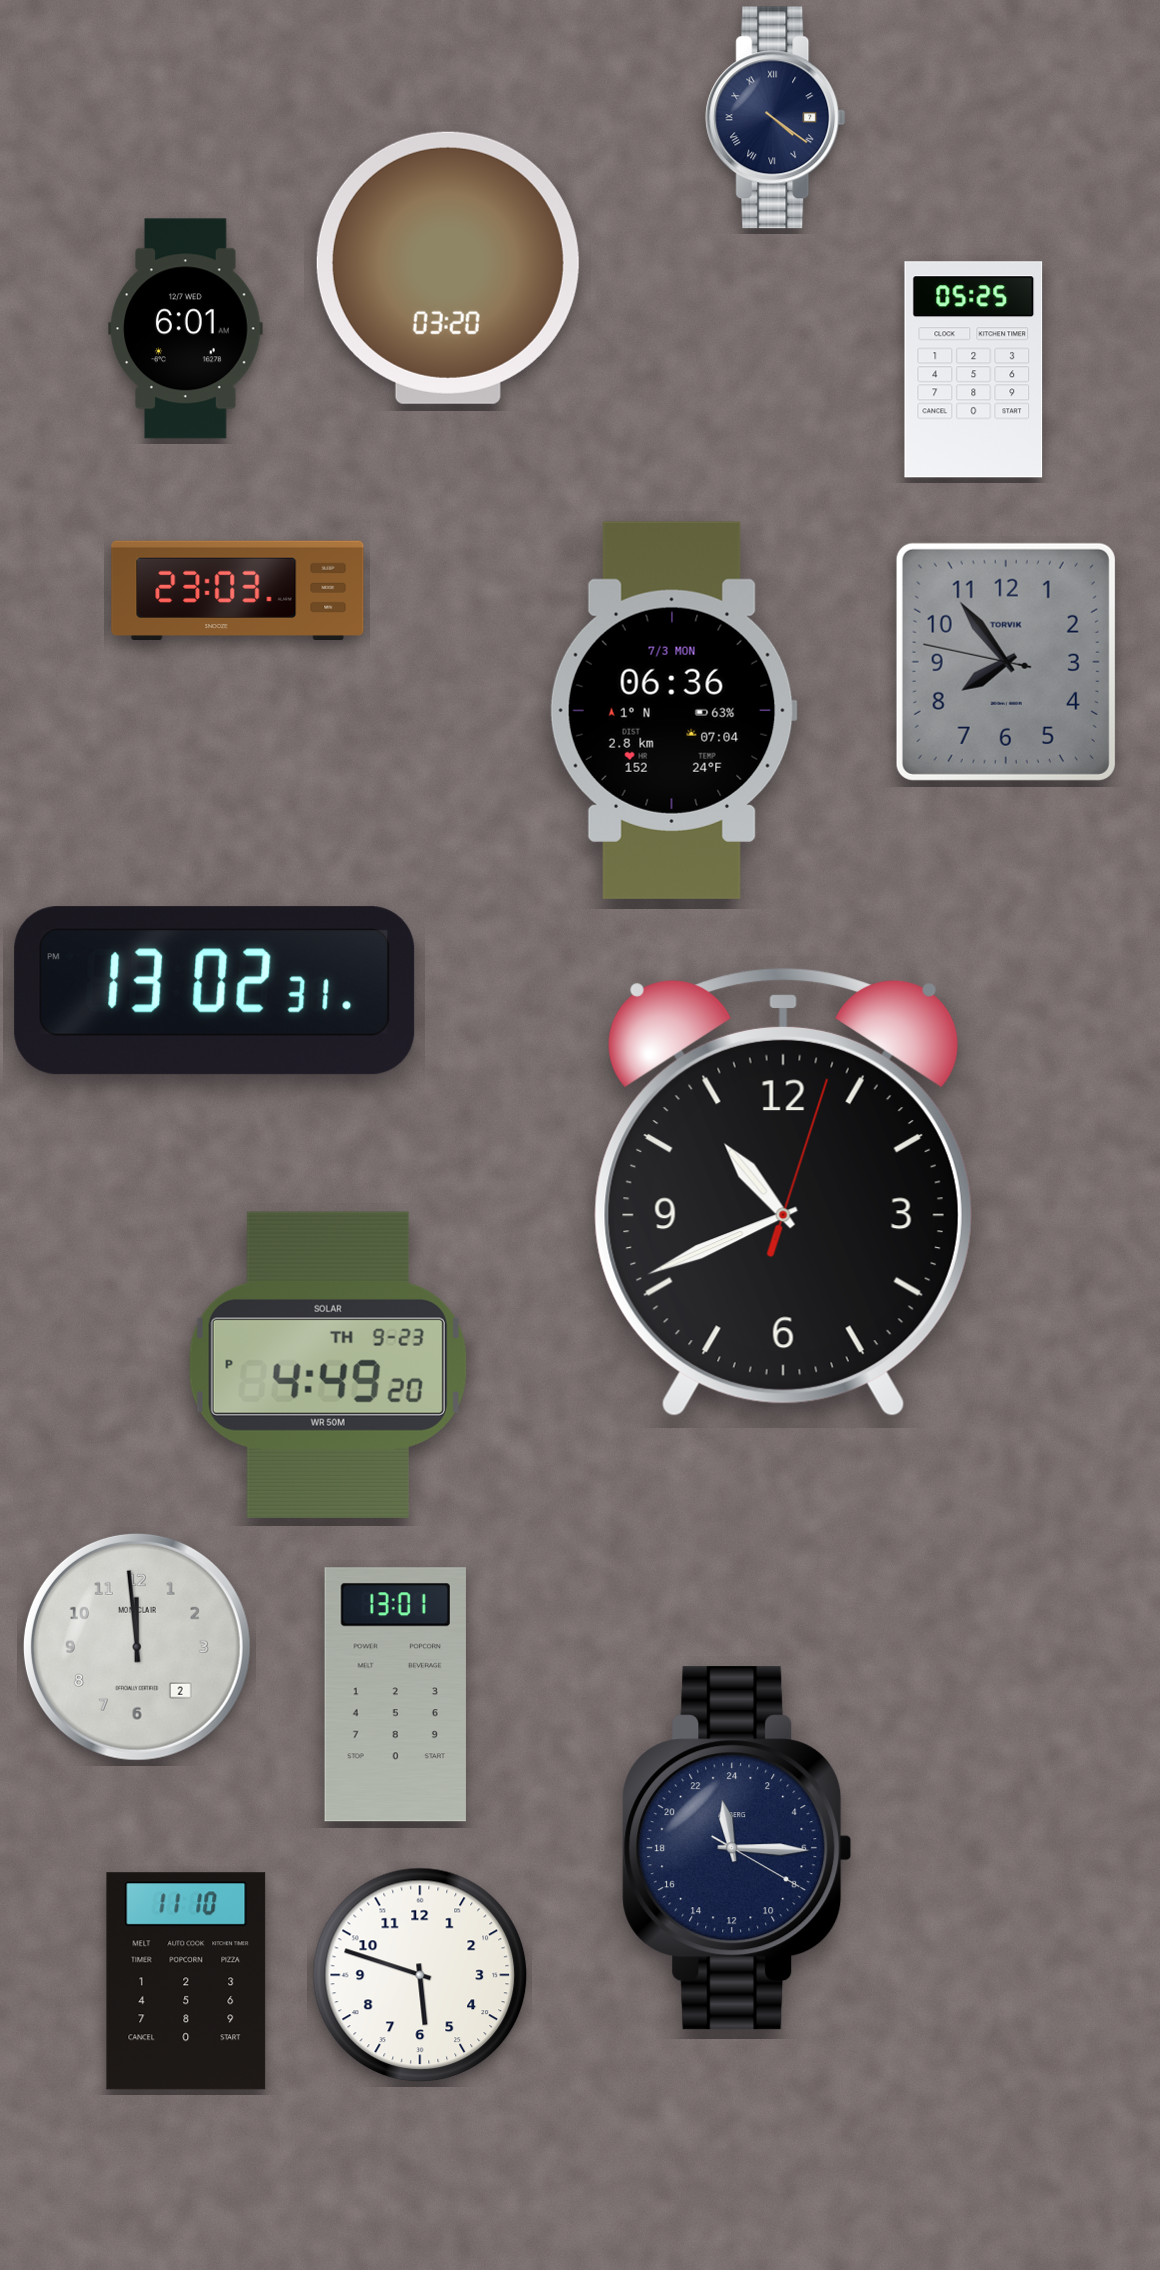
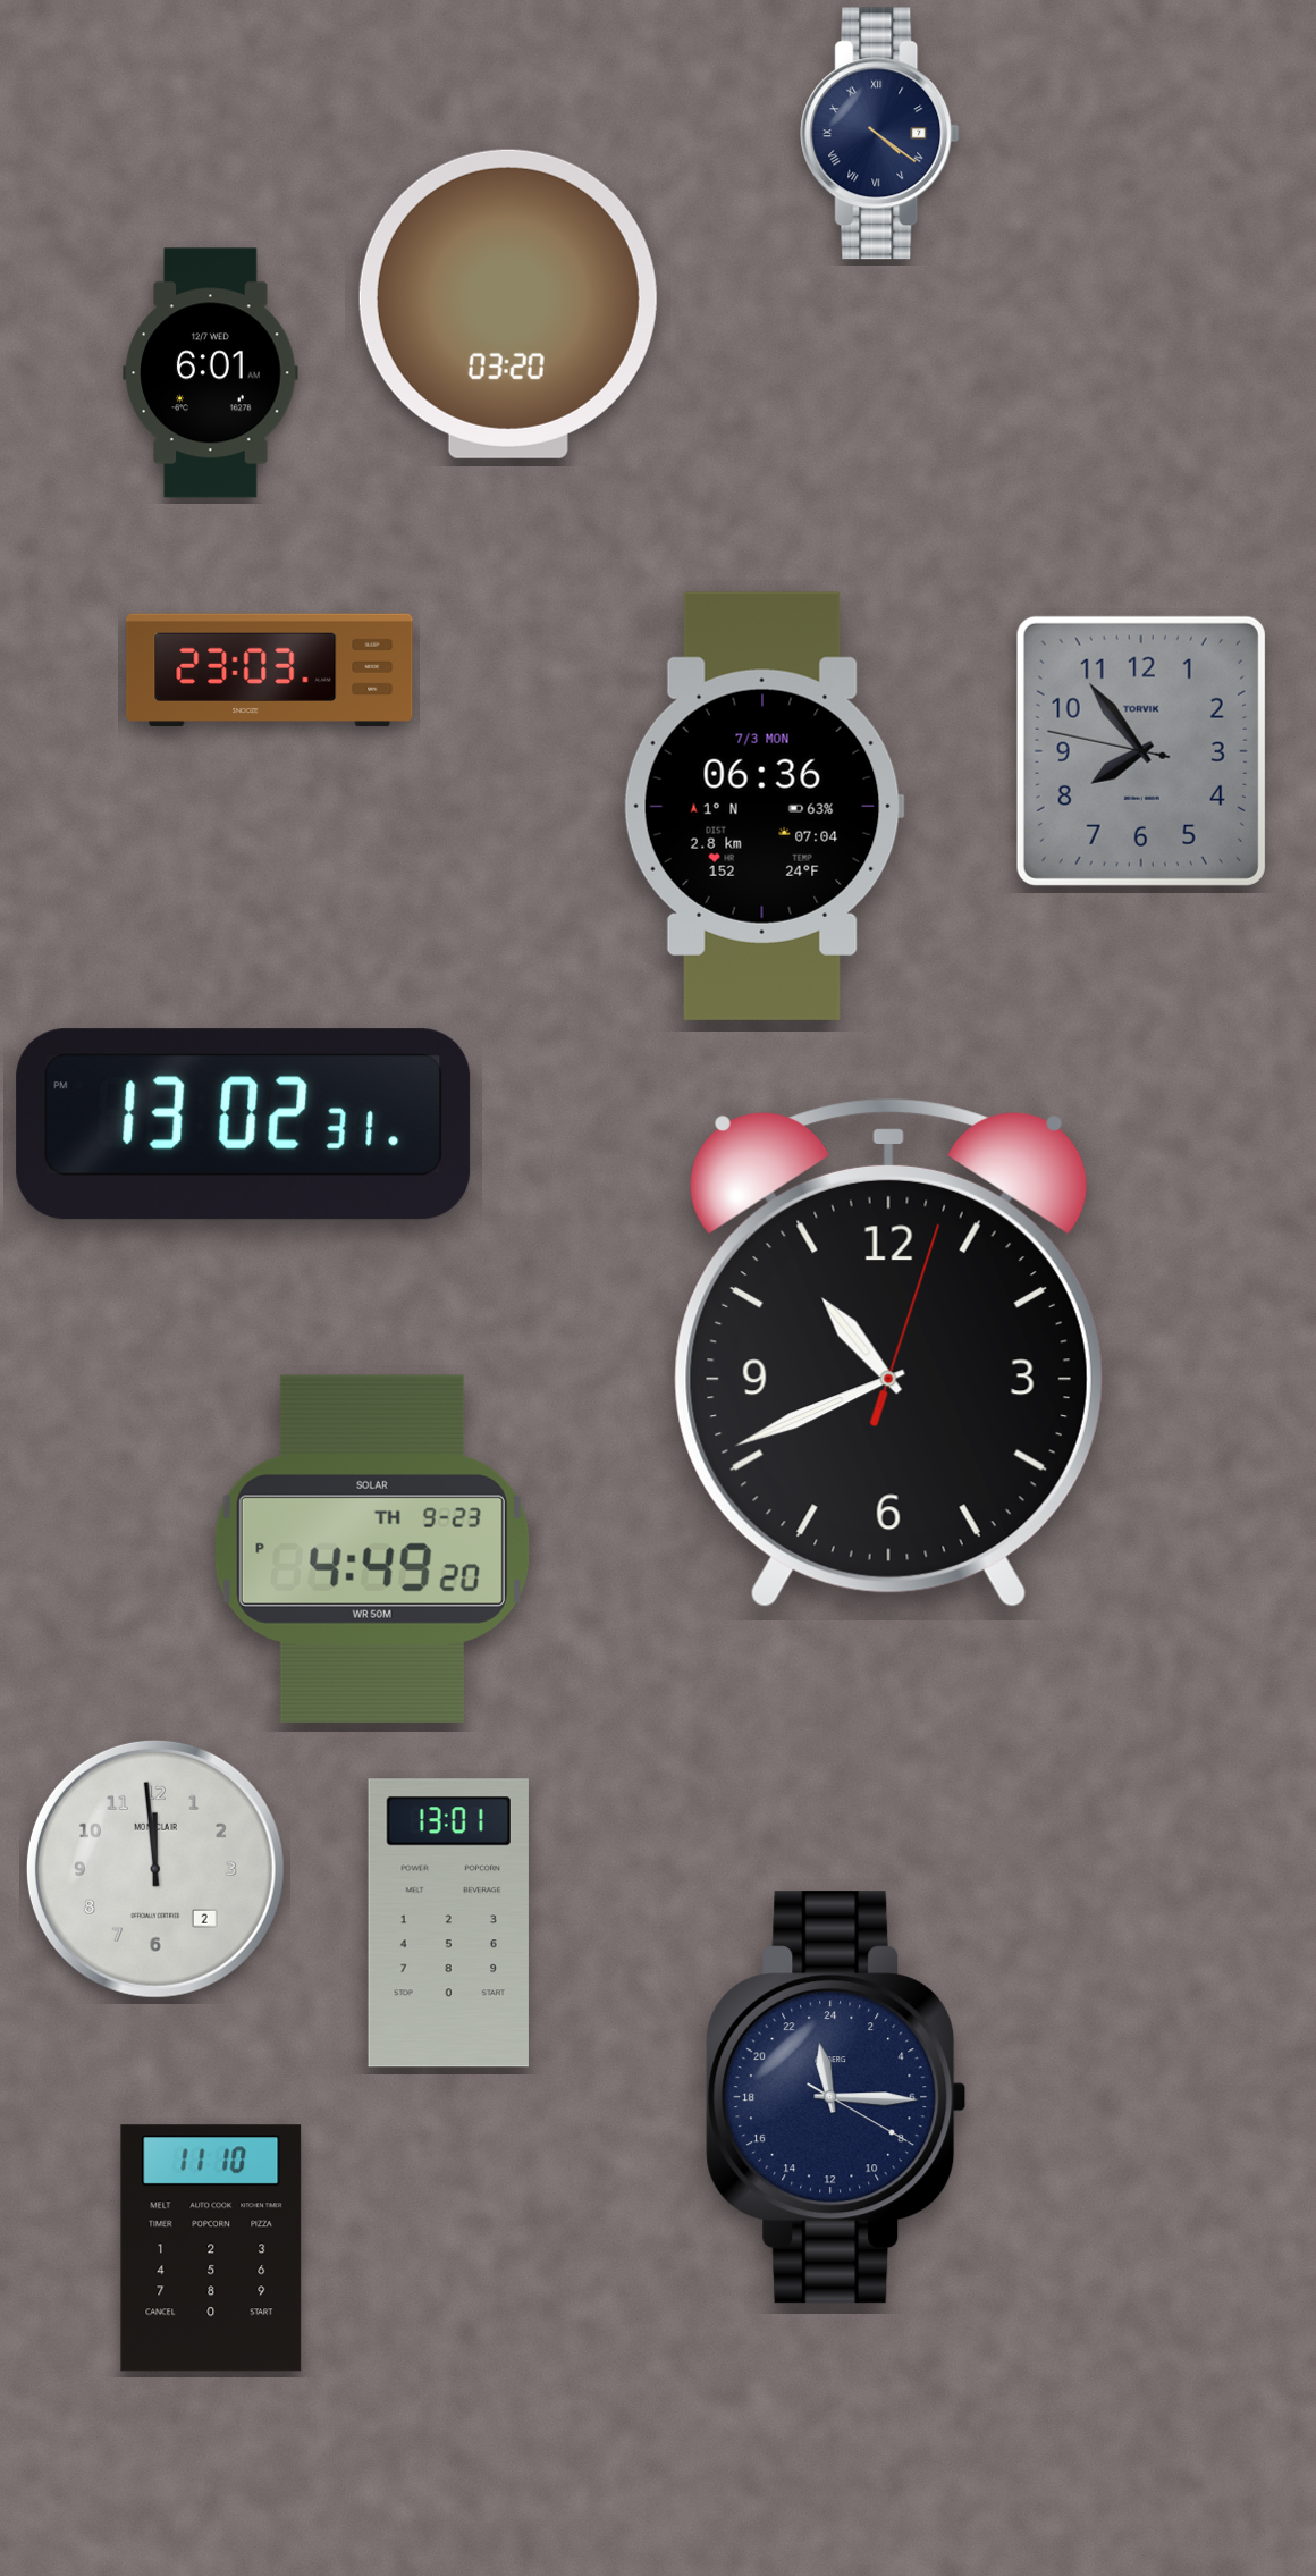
clock at (974, 370): 05:25 -> none
clock at (420, 1975): 5:48 -> none
